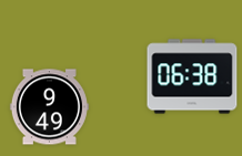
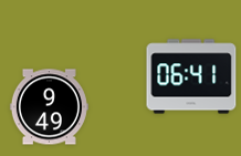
clock at (192, 76): 06:38 -> 06:41
